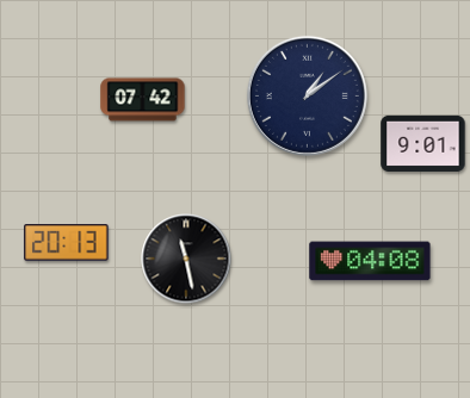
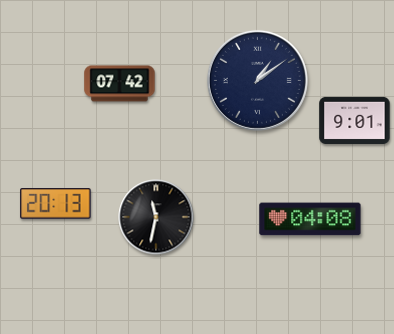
clock at (186, 259): 11:28 -> 11:32
